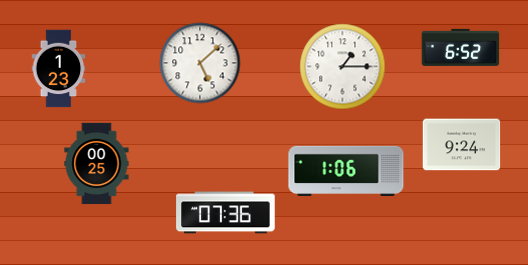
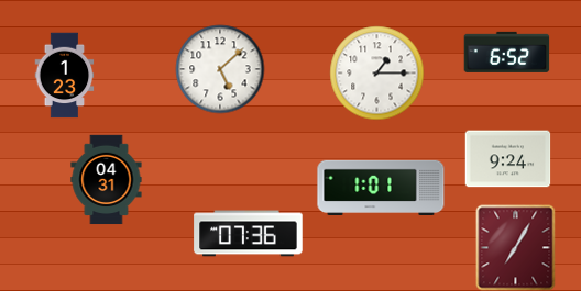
clock at (97, 163): 00:25 -> 04:31
clock at (346, 170): 1:06 -> 1:01
clock at (516, 247): none -> 7:05
